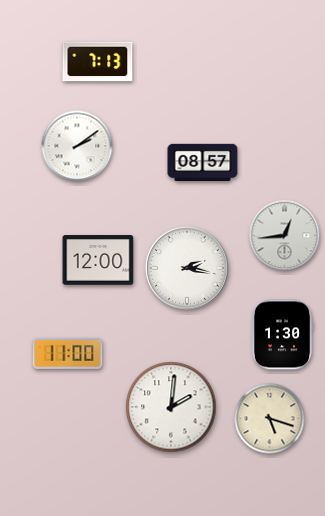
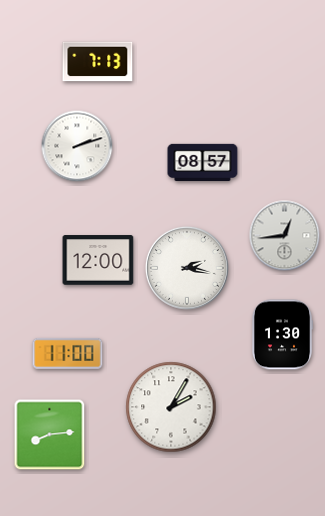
clock at (77, 146): 2:09 -> 2:12
clock at (171, 407): 2:01 -> 2:05
clock at (270, 419): 5:18 -> none
clock at (50, 435): none -> 8:14
